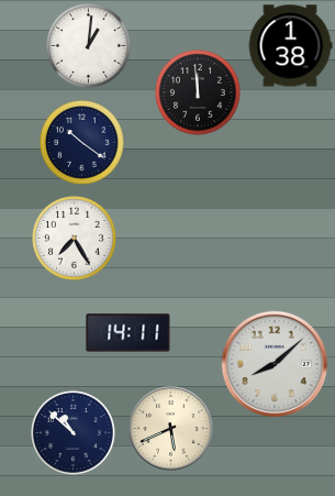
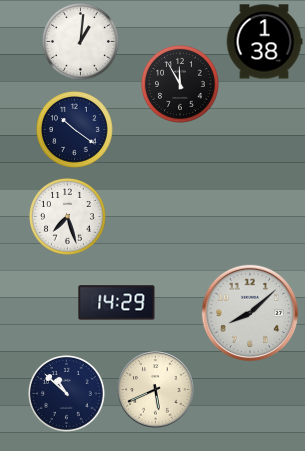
clock at (199, 93): 11:59 -> 11:55
clock at (75, 239): 7:25 -> 7:27
clock at (129, 333): 14:11 -> 14:29
clock at (273, 363) position: (273, 363) -> (249, 312)
